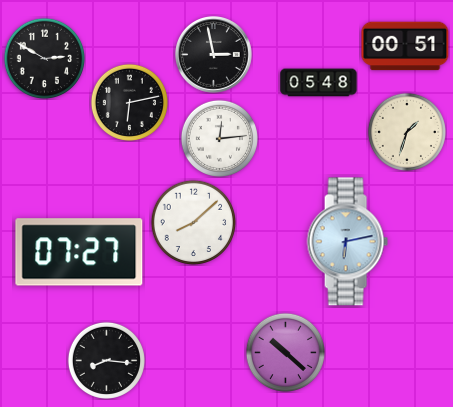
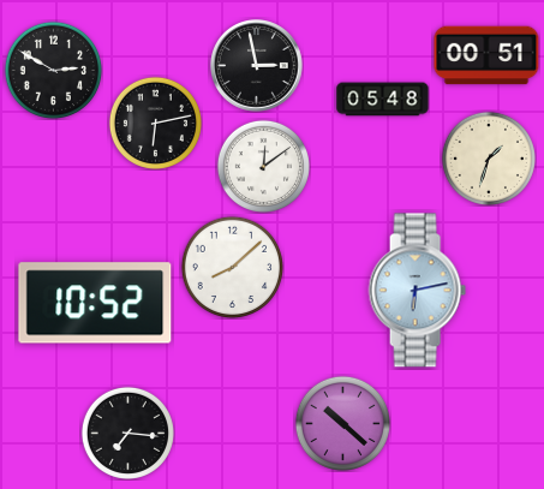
clock at (219, 138): 12:14 -> 12:09
clock at (79, 252): 07:27 -> 10:52
clock at (106, 360): 8:16 -> 7:16
